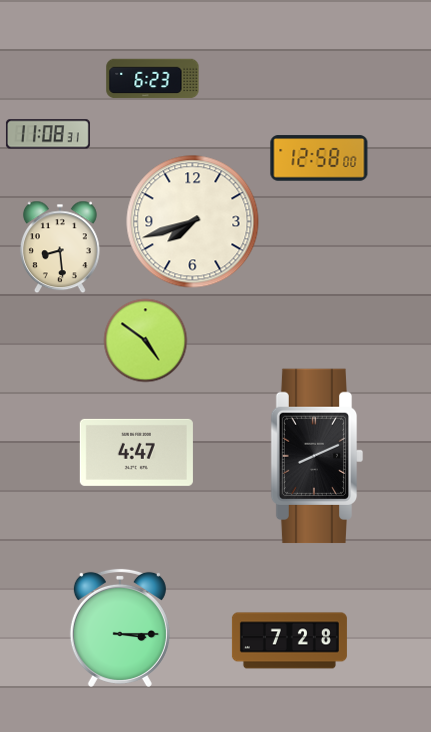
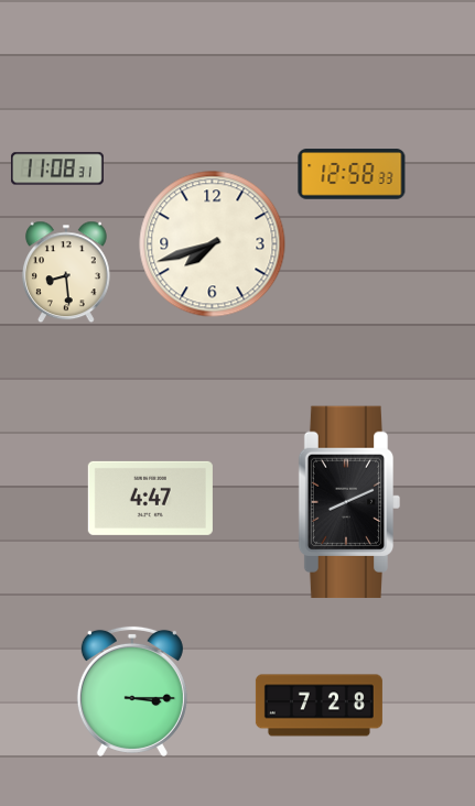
clock at (153, 79): 6:23 -> none
clock at (48, 134) position: (48, 134) -> (57, 168)
clock at (319, 158): 12:58:00 -> 12:58:33
clock at (146, 341): 4:51 -> none
